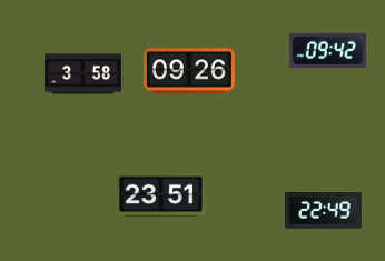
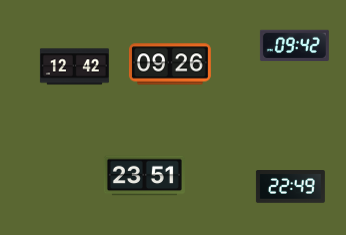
clock at (82, 74): 3:58 -> 12:42
clock at (323, 211) position: (323, 211) -> (290, 187)
